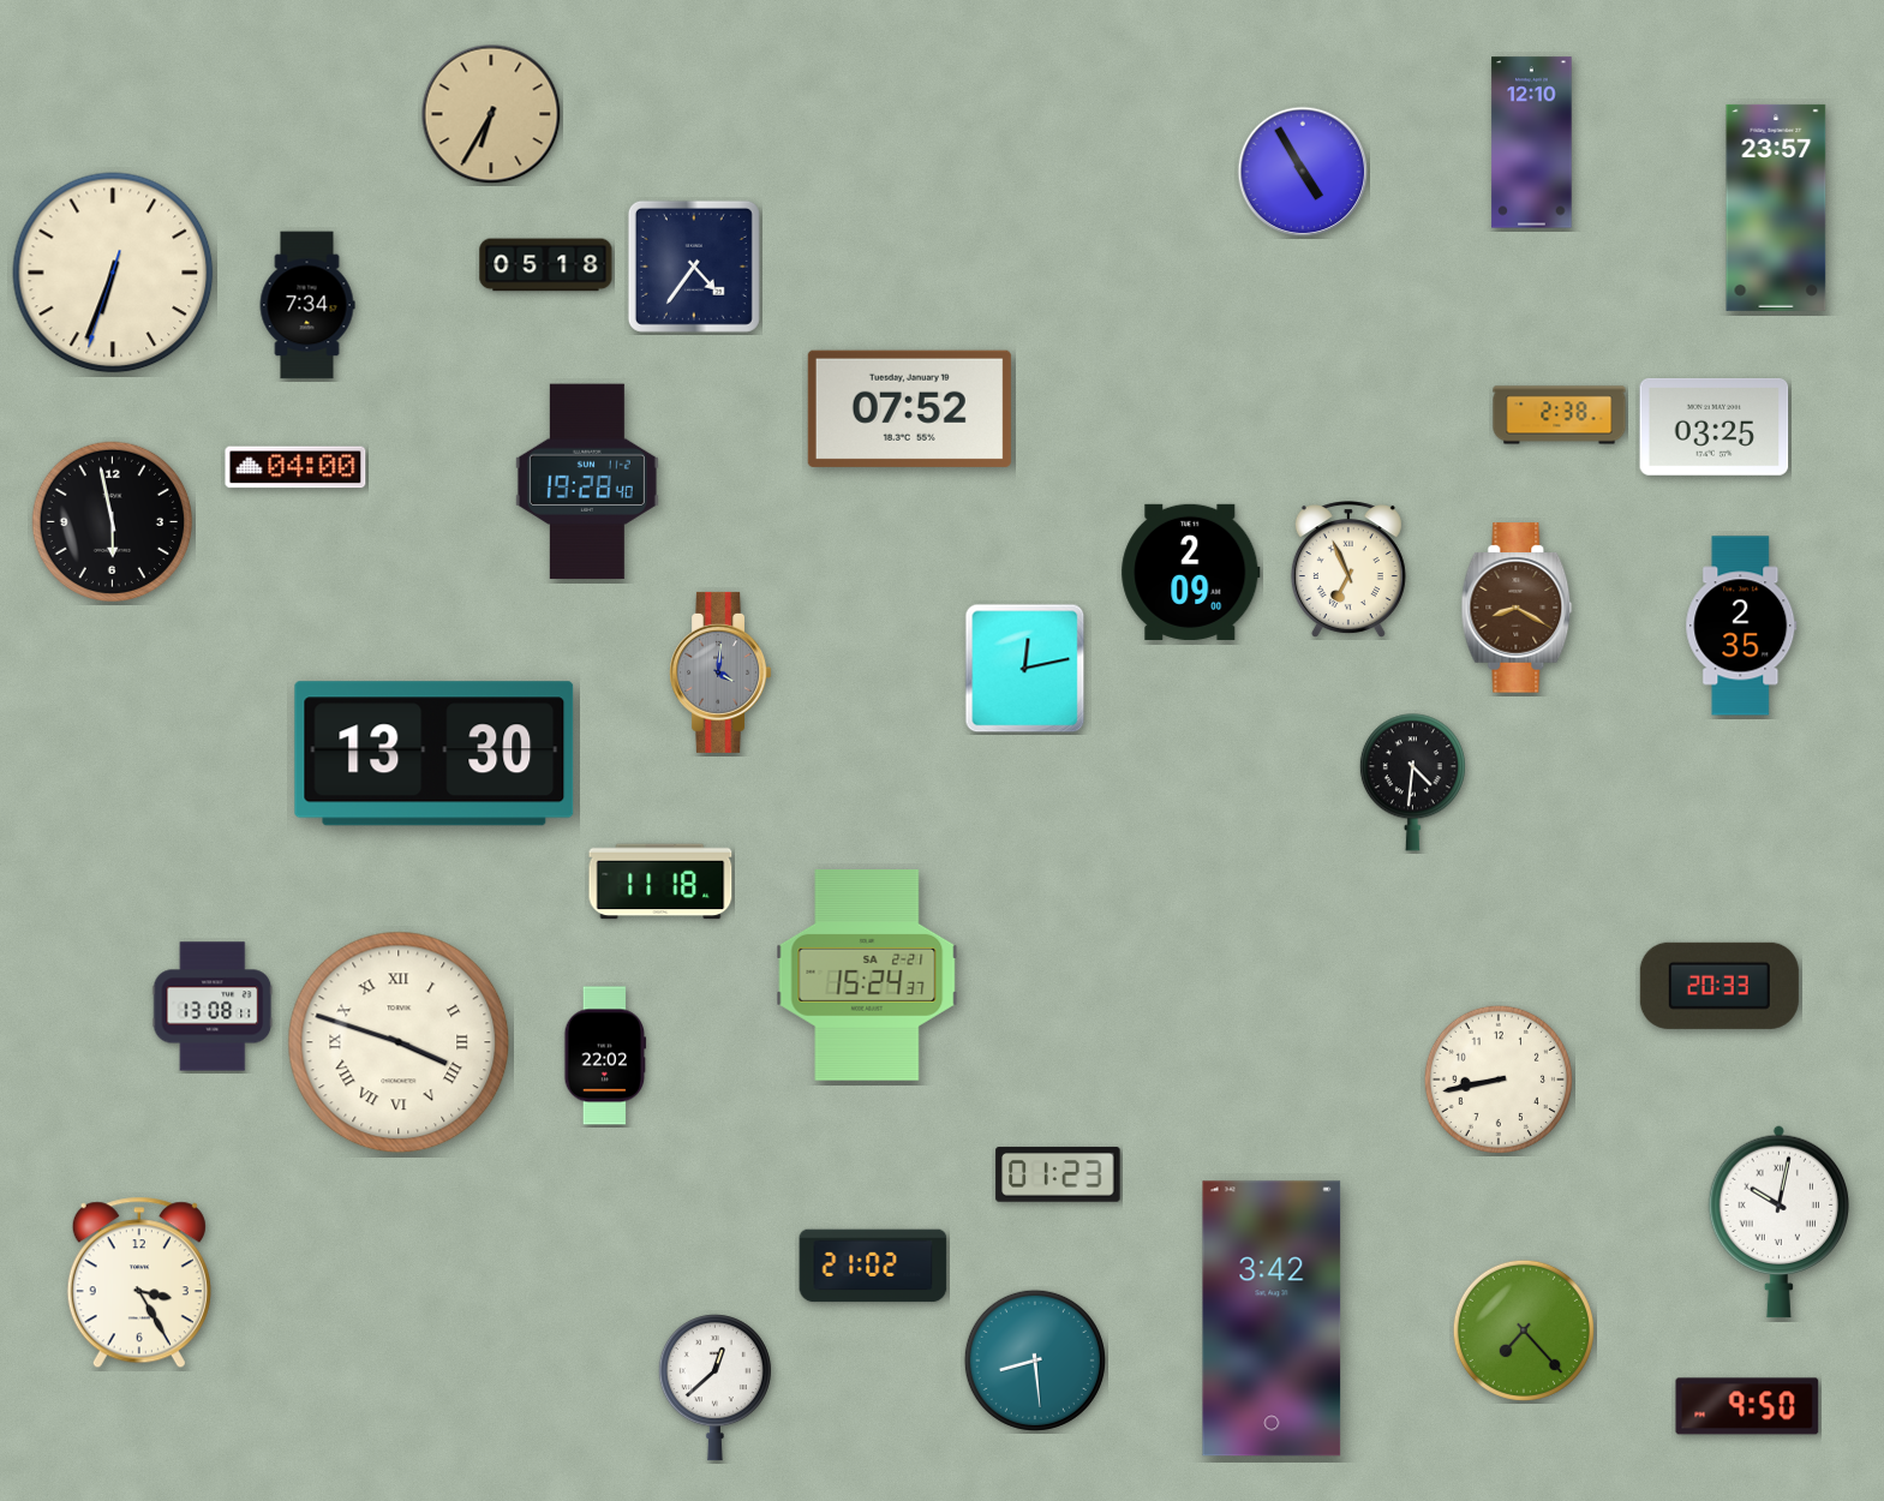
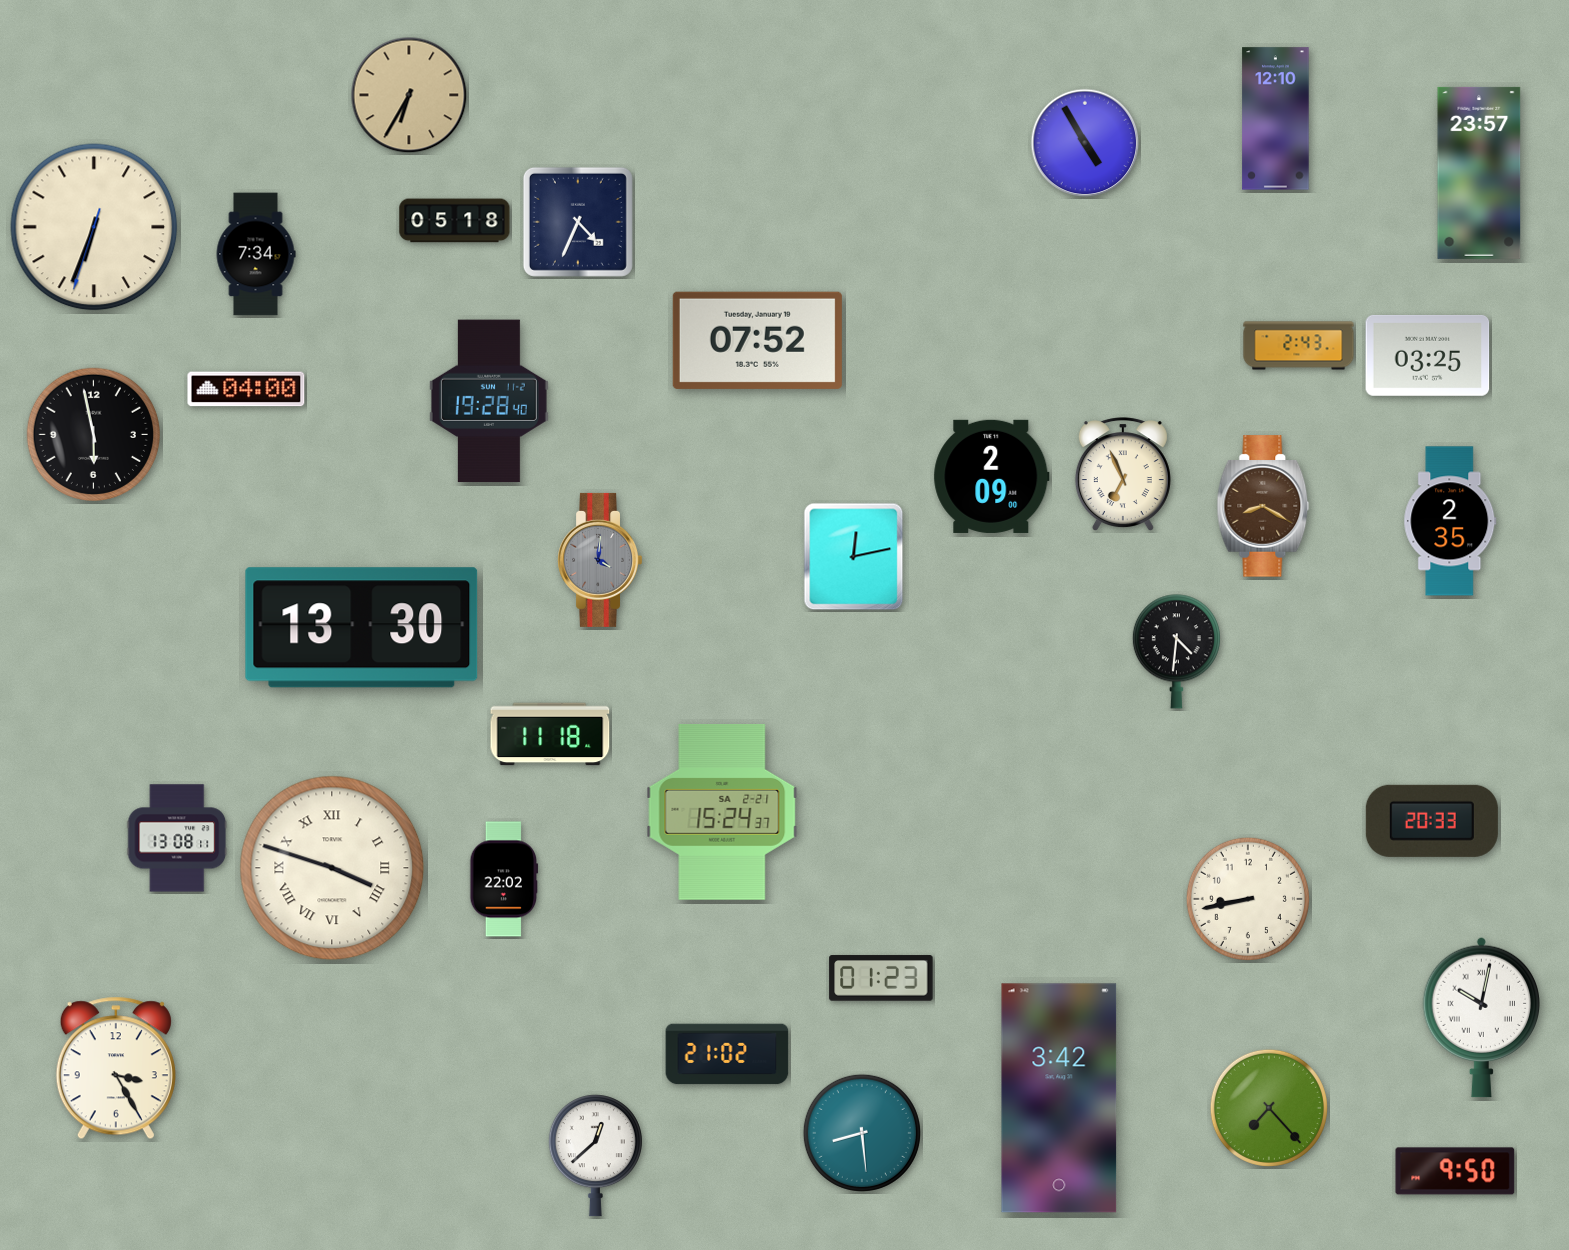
clock at (694, 267): 4:36 -> 4:34
clock at (1560, 415): 2:38 -> 2:43
